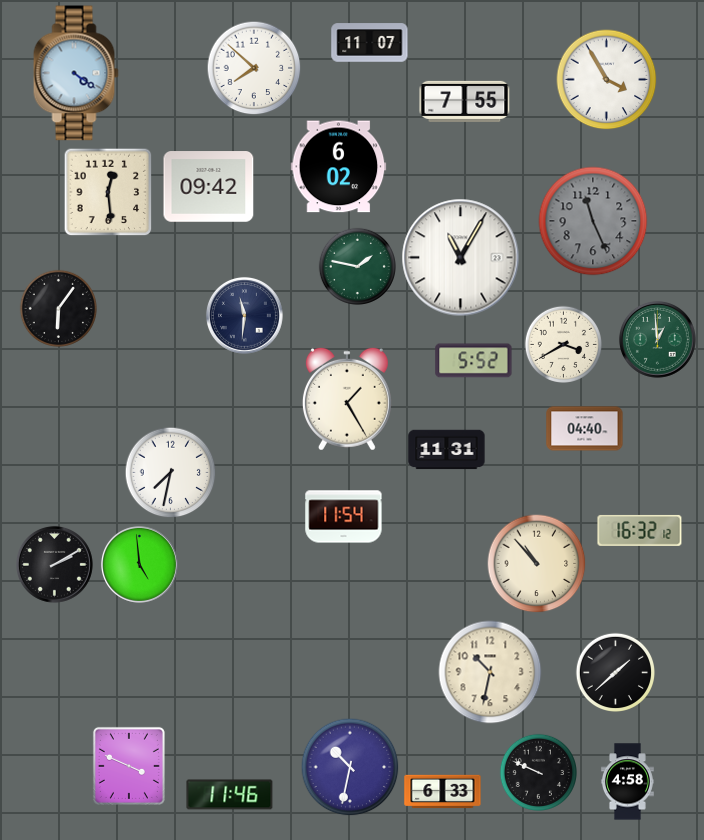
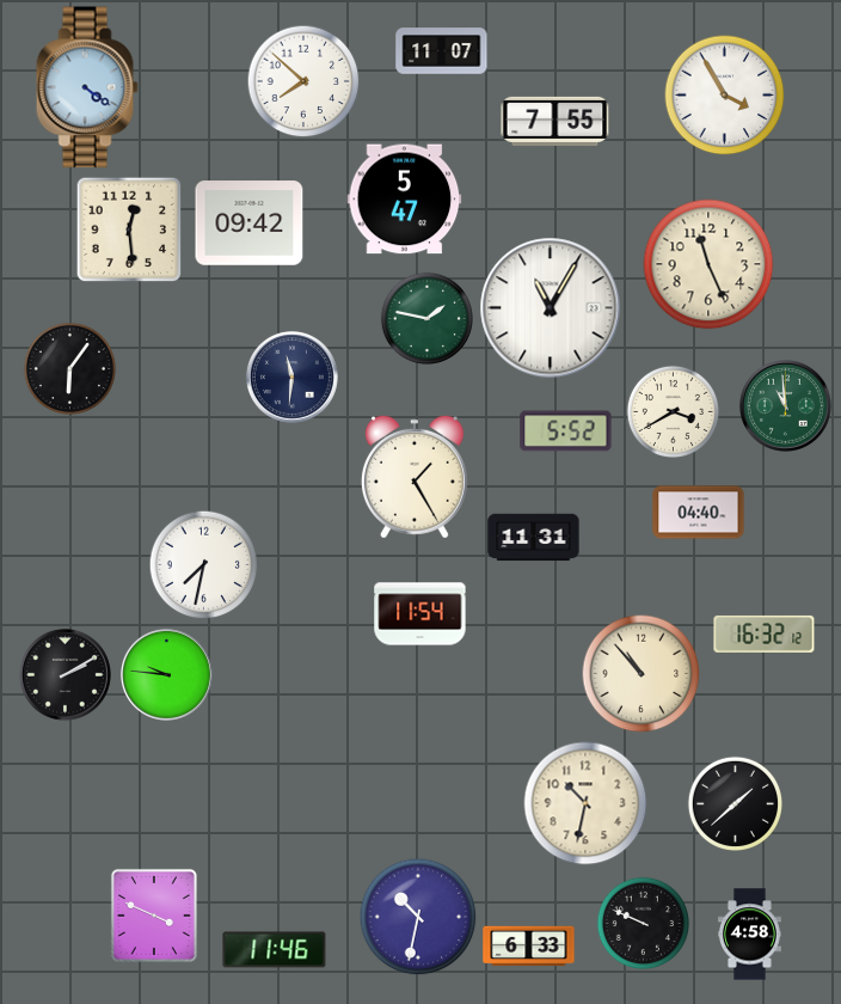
clock at (76, 73) position: (76, 73) -> (87, 87)
clock at (339, 167): 6:02 -> 5:47
clock at (593, 221) dial: grey -> cream
clock at (657, 339): 12:59 -> 10:59
clock at (344, 517) position: (344, 517) -> (420, 614)
clock at (139, 564): 4:59 -> 9:46
